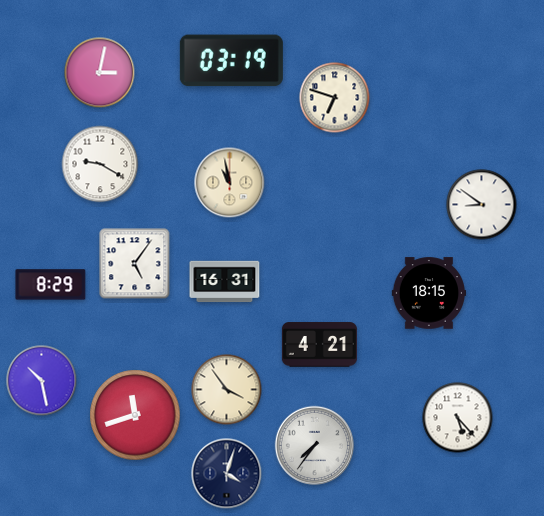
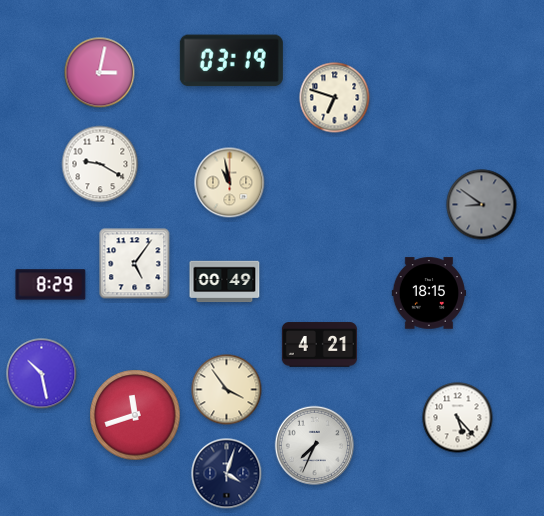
clock at (482, 205) dial: white -> grey
clock at (225, 282): 16:31 -> 00:49
clock at (42, 381) position: (42, 381) -> (42, 374)
clock at (315, 446): 7:36 -> 7:34
